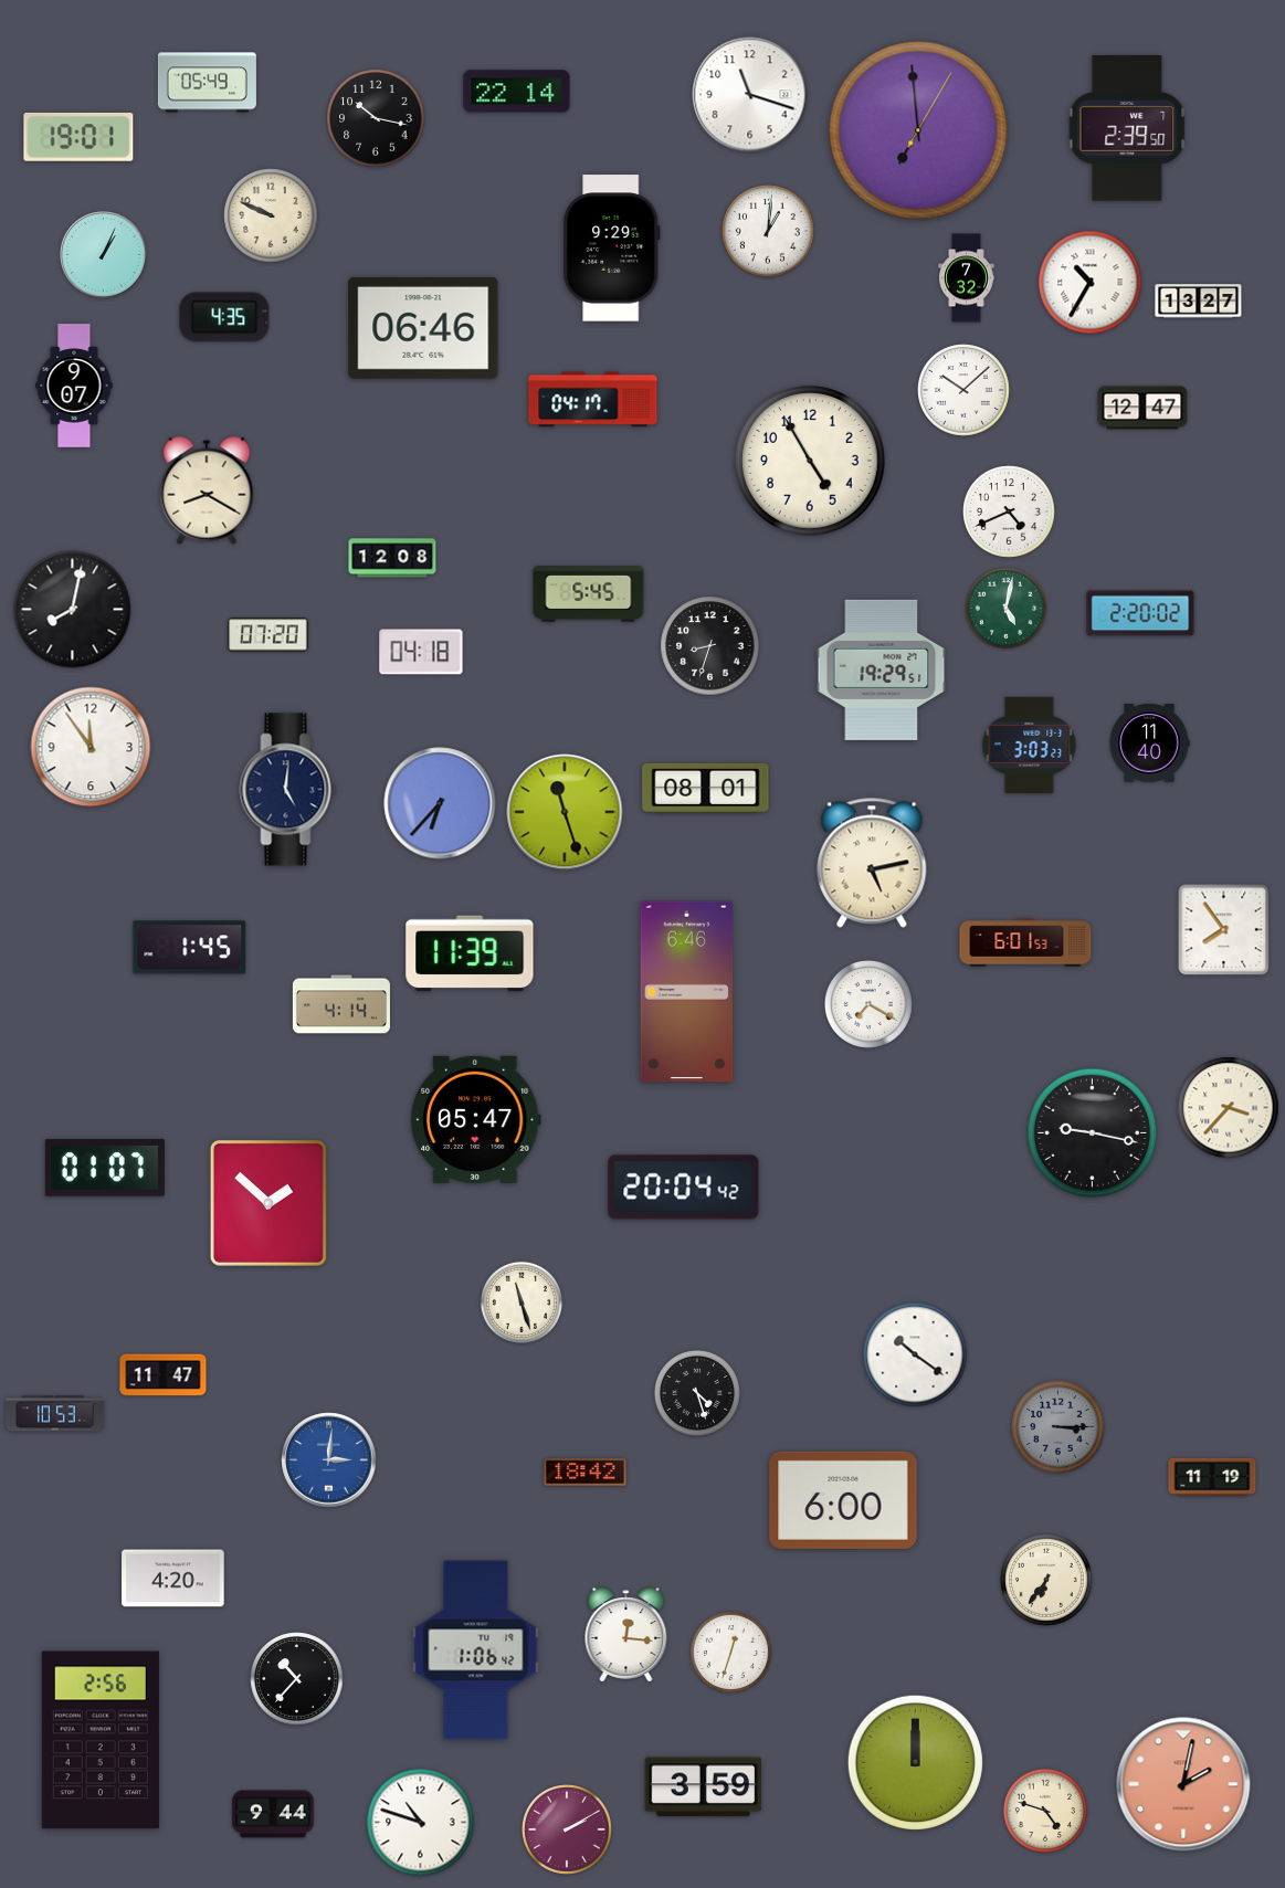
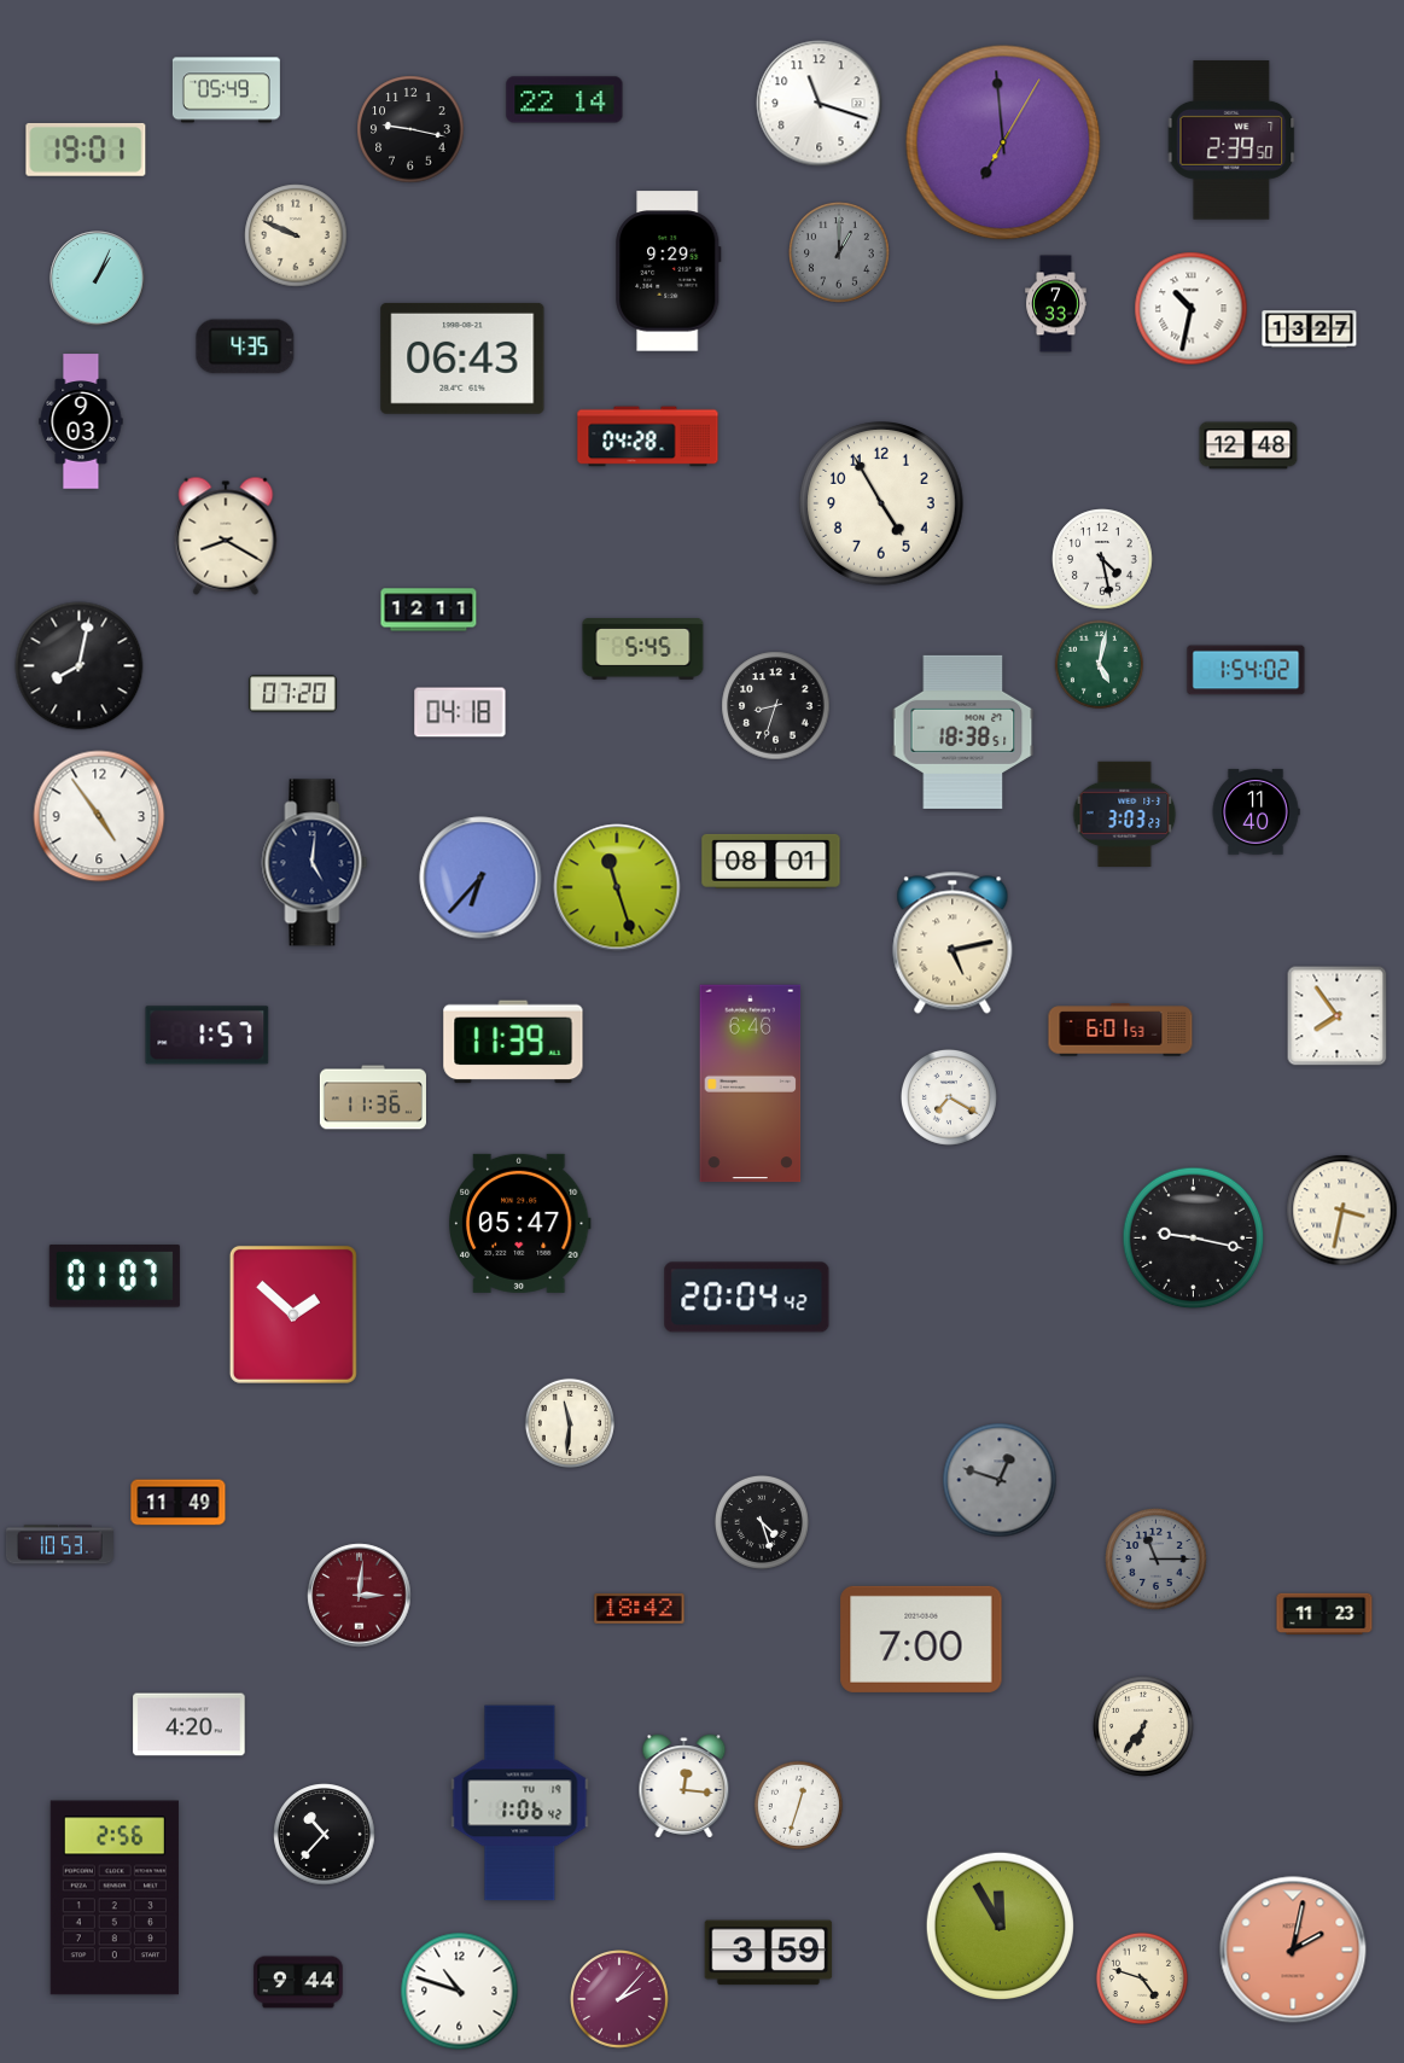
clock at (376, 118): 10:17 -> 9:17
clock at (768, 231): 1:01 -> 1:00
clock at (768, 231) dial: white -> grey
clock at (104, 255) position: (104, 255) -> (98, 279)
clock at (967, 278): 7:32 -> 7:33
clock at (1091, 283): 10:35 -> 10:32
clock at (423, 328): 06:46 -> 06:43
clock at (74, 386): 9:07 -> 9:03
clock at (963, 390): 10:08 -> none
clock at (593, 400): 04:17 -> 04:28
clock at (1142, 408): 12:47 -> 12:48
clock at (811, 462) position: (811, 462) -> (882, 505)
clock at (1009, 511): 4:41 -> 4:28
clock at (392, 558): 12:08 -> 12:11
clock at (1140, 613): 2:20 -> 1:54
clock at (882, 669): 19:29 -> 18:38
clock at (91, 747): 11:54 -> 4:54
clock at (190, 948): 1:45 -> 1:57
clock at (341, 1004): 4:14 -> 11:36
clock at (1229, 1108): 3:37 -> 3:32
clock at (522, 1302): 11:27 -> 11:31
clock at (915, 1354): 10:21 -> 12:48
clock at (915, 1354) dial: white -> grey
clock at (164, 1375): 11:47 -> 11:49
clock at (1058, 1427): 3:15 -> 11:15
clock at (329, 1460) dial: blue -> burgundy
clock at (1212, 1476): 11:19 -> 11:23
clock at (843, 1500): 6:00 -> 7:00
clock at (101, 1740) position: (101, 1740) -> (115, 1898)
clock at (915, 1762): 12:00 -> 11:55
clock at (568, 1831): 2:10 -> 2:07
